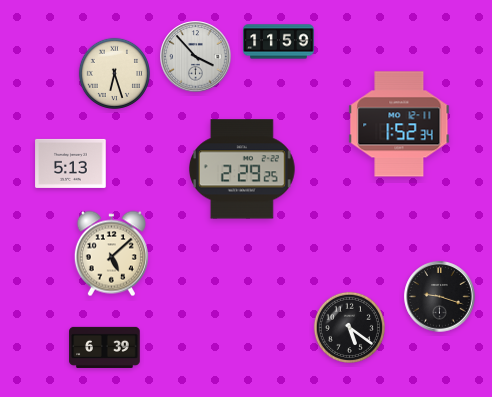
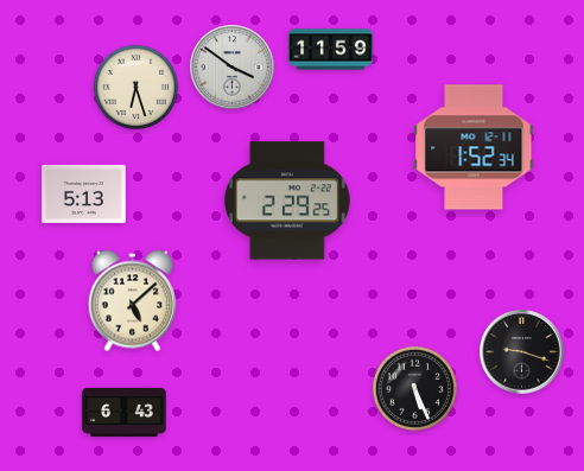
clock at (196, 57): 3:53 -> 3:51
clock at (349, 327): 5:21 -> 5:26
clock at (105, 347): 6:39 -> 6:43
